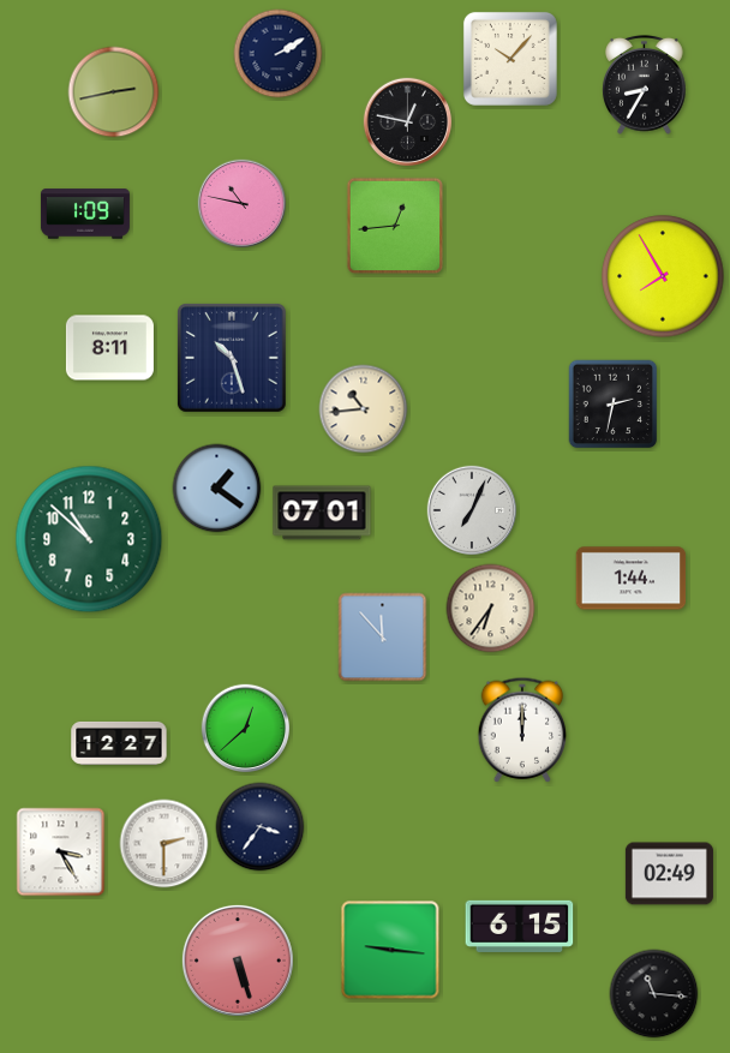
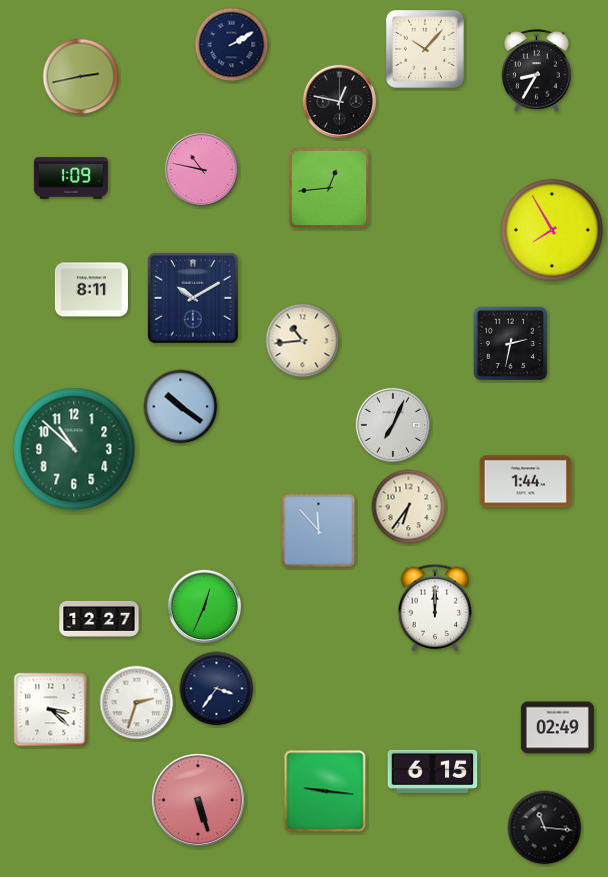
clock at (114, 92) position: (114, 92) -> (81, 77)
clock at (232, 358): 10:27 -> 10:10
clock at (614, 405) position: (614, 405) -> (511, 344)
clock at (217, 489): 1:21 -> 10:21
clock at (322, 513): 07:01 -> none
clock at (246, 729): 12:38 -> 12:34
clock at (164, 844): 2:30 -> 2:33
clock at (61, 852): 3:25 -> 3:22
